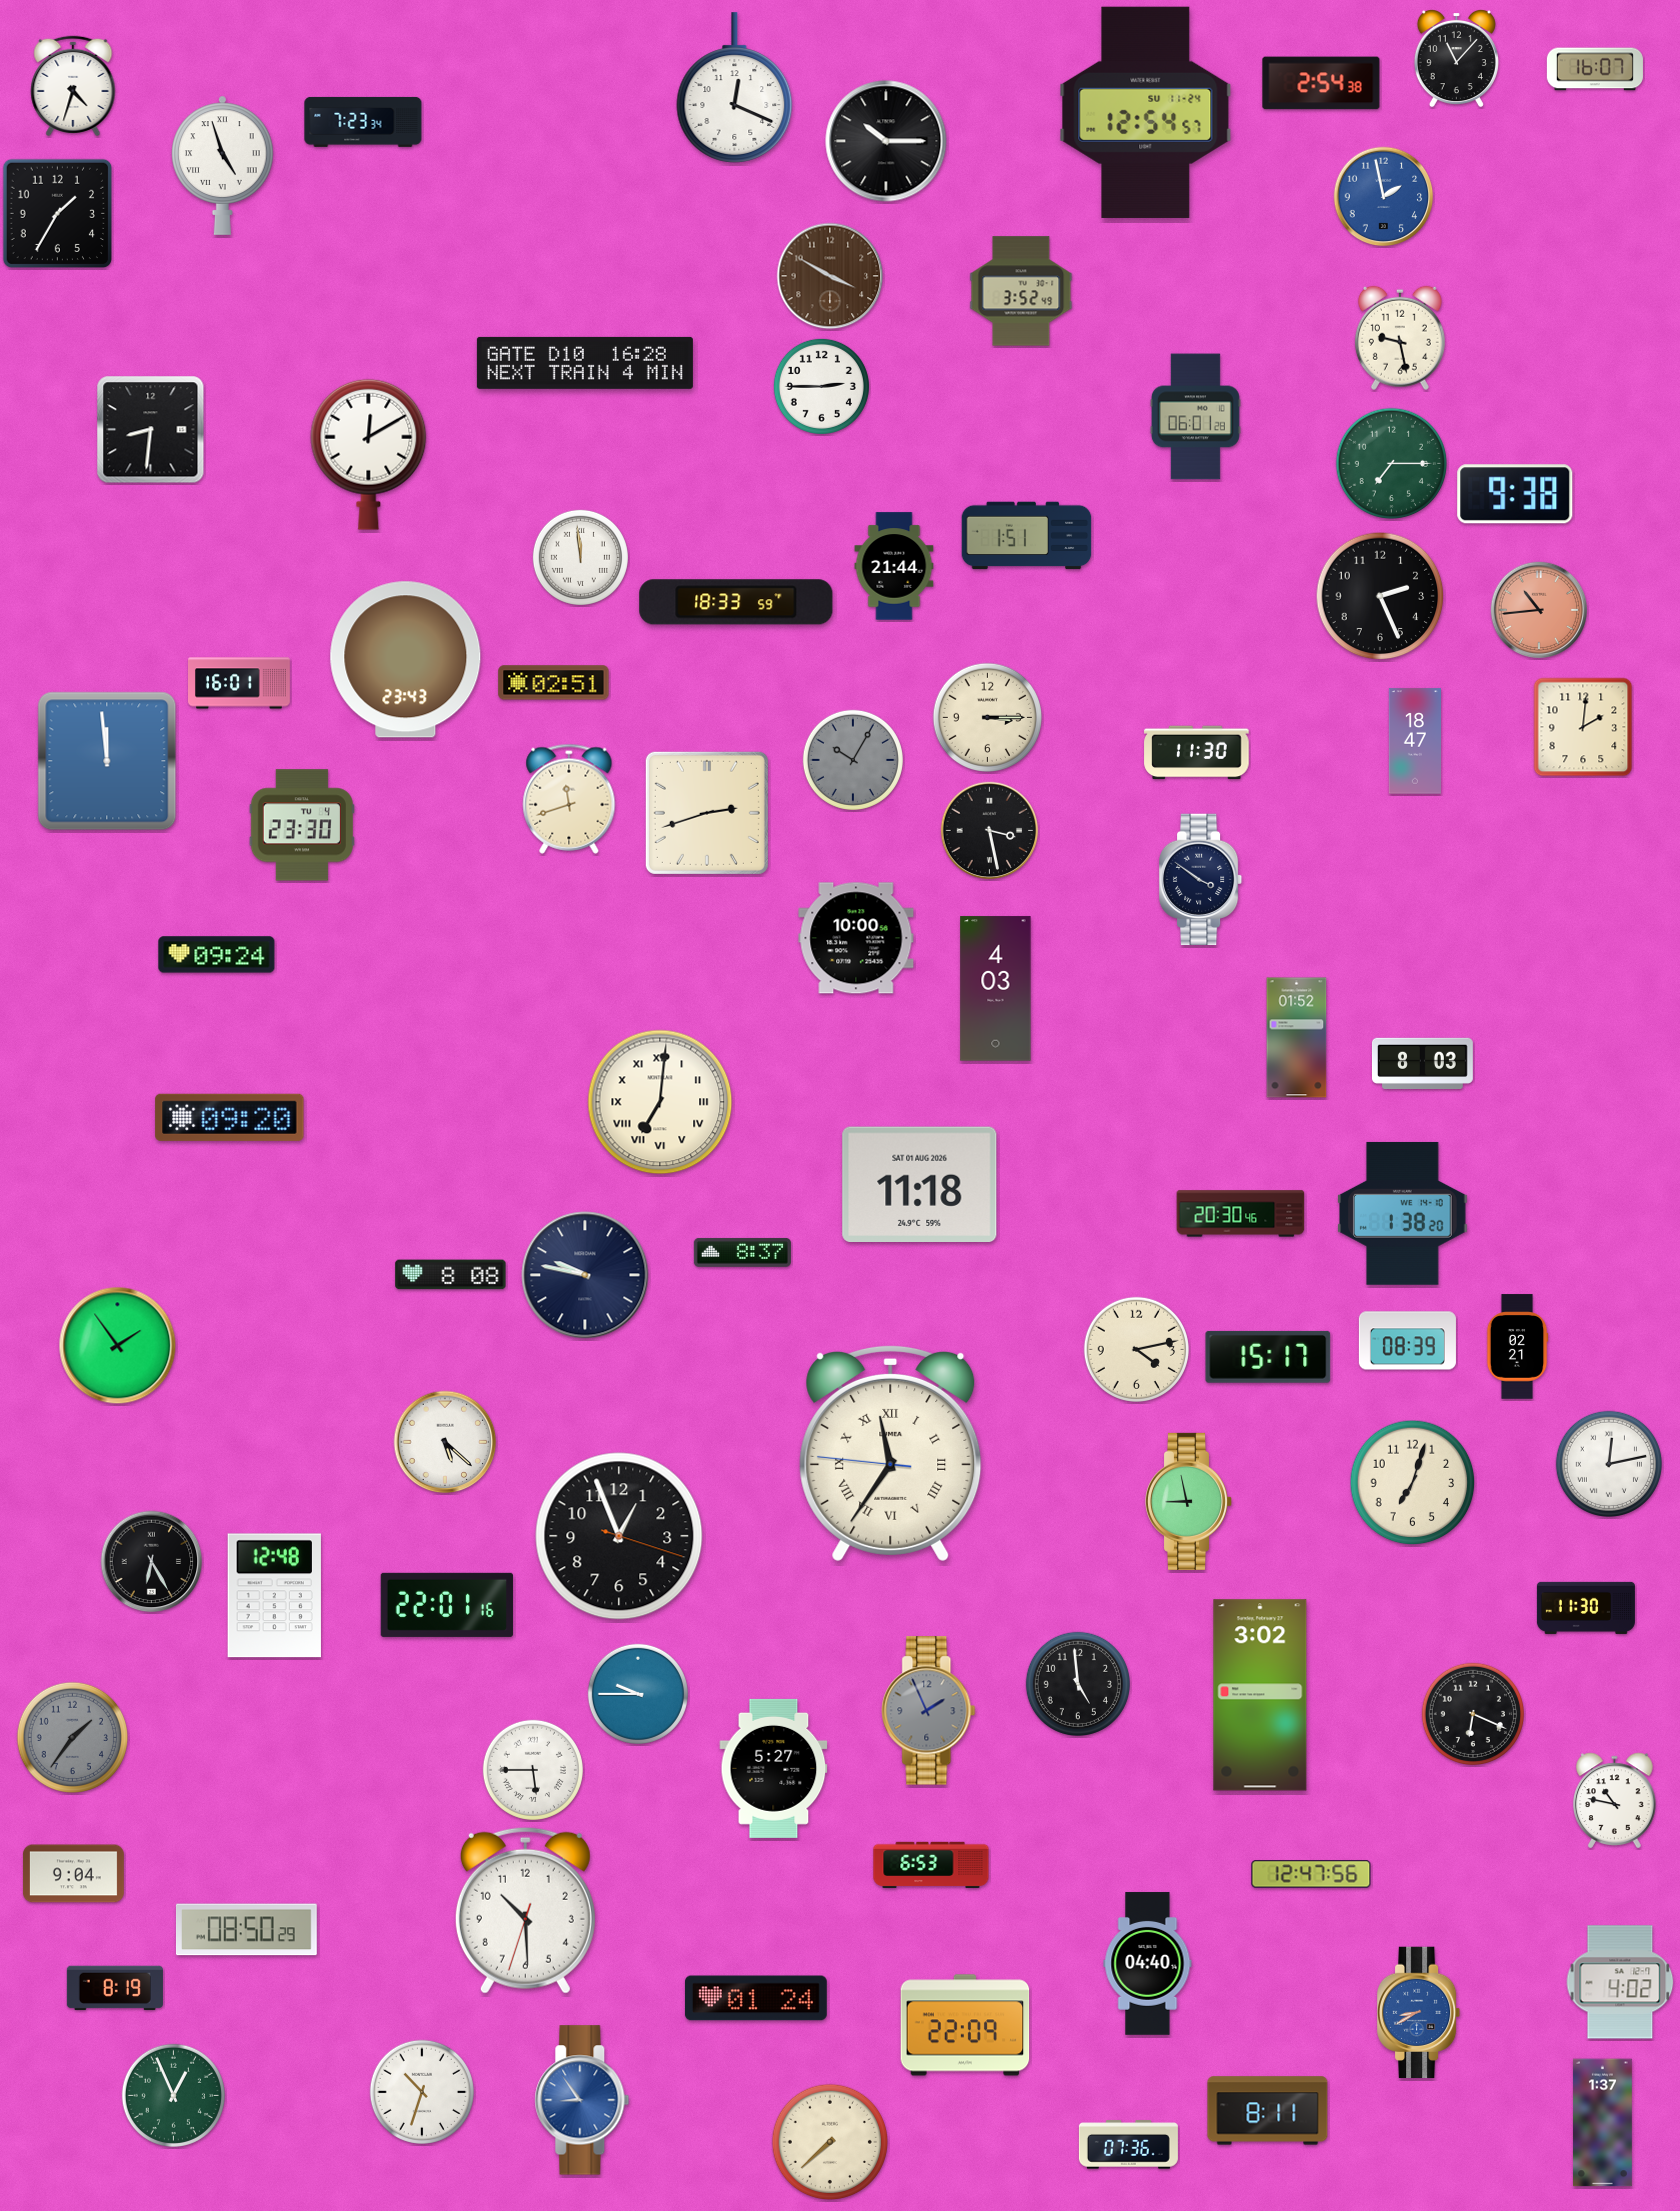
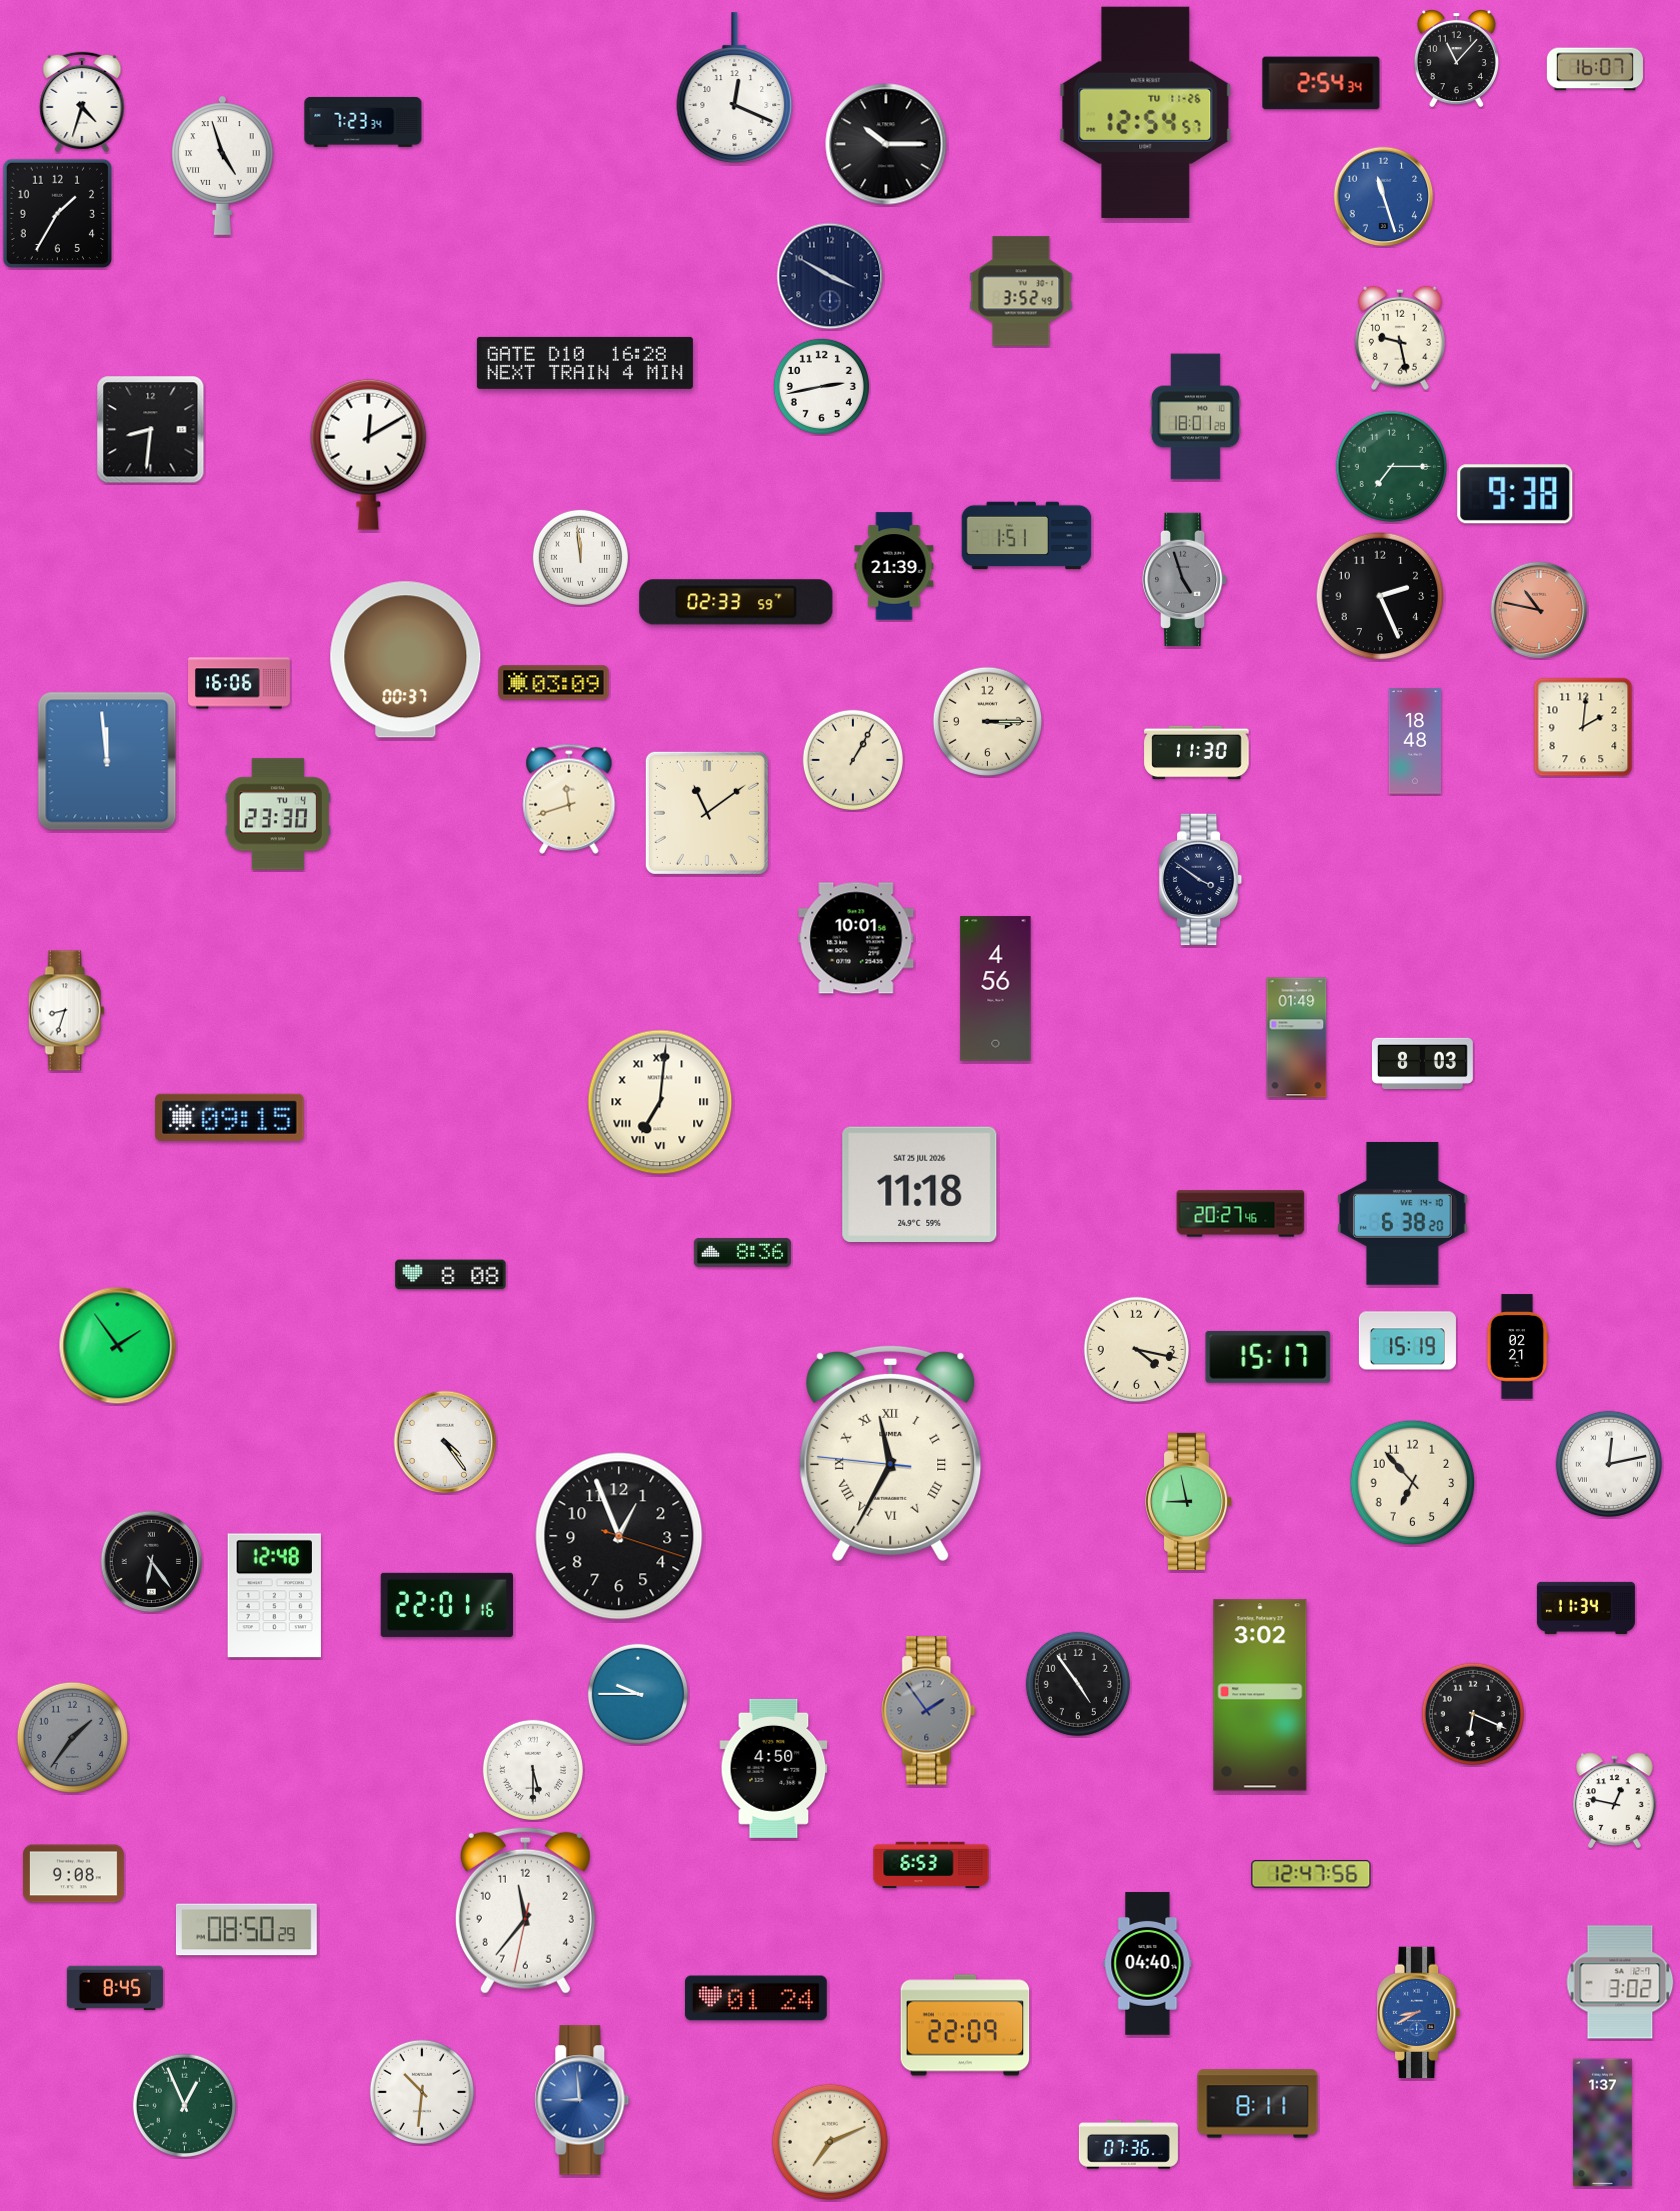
clock at (1321, 83): 2:54:38 -> 2:54:34
clock at (73, 85) position: (73, 85) -> (82, 101)
clock at (1146, 112) date: SU 11-24 -> TU 11-26
clock at (886, 141) position: (886, 141) -> (886, 144)
clock at (1384, 197): 1:58 -> 11:27
clock at (830, 276) dial: brown -> navy
clock at (821, 386): 2:45 -> 2:43
clock at (1195, 417): 06:01 -> 18:01
clock at (1391, 463) position: (1391, 463) -> (1391, 466)
clock at (894, 566): 21:44 -> 21:39
clock at (1185, 579): none -> 4:57
clock at (736, 602): 18:33 -> 02:33
clock at (1539, 610): 10:44 -> 10:47
clock at (406, 660): 23:43 -> 00:37
clock at (239, 683): 16:01 -> 16:06
clock at (554, 683): 02:51 -> 03:09
clock at (987, 717) position: (987, 717) -> (987, 721)
clock at (1415, 741): 18:47 -> 18:48
clock at (853, 760): 10:05 -> 1:05
clock at (853, 760) dial: grey -> cream
clock at (707, 813): 2:42 -> 11:09
clock at (302, 825) position: (302, 825) -> (278, 814)
clock at (990, 831): 3:28 -> none
clock at (856, 938): 10:00 -> 10:01
clock at (217, 955): 09:24 -> none
clock at (996, 989): 4:03 -> 4:56
clock at (66, 1011): none -> 8:33
clock at (1297, 1038): 01:52 -> 01:49
clock at (230, 1117): 09:20 -> 09:15
clock at (920, 1184) date: SAT 01 AUG 2026 -> SAT 25 JUL 2026
clock at (1403, 1213): 1:38 -> 6:38
clock at (1241, 1214): 20:30 -> 20:27
clock at (742, 1252): 8:37 -> 8:36
clock at (585, 1275): 9:47 -> none
clock at (1407, 1341): 08:39 -> 15:19
clock at (1136, 1349): 4:13 -> 4:17
clock at (445, 1442): 5:22 -> 4:24
clock at (891, 1453): 11:35 -> 11:34
clock at (1413, 1483): 7:03 -> 6:53
clock at (152, 1562): 6:25 -> 6:24
clock at (1586, 1608): 11:30 -> 11:34
clock at (1078, 1684): 4:59 -> 4:54
clock at (929, 1711): 1:56 -> 1:54
clock at (774, 1768): 5:27 -> 4:50
clock at (533, 1770): 5:45 -> 5:30
clock at (1615, 1801): 10:47 -> 12:47
clock at (73, 1874): 9:04 -> 9:08
clock at (525, 1910): 10:29 -> 11:36
clock at (1620, 1982): 4:02 -> 3:02
clock at (115, 1988): 8:19 -> 8:45
clock at (422, 2092): 10:33 -> 10:31
clock at (173, 2095) position: (173, 2095) -> (184, 2105)
clock at (582, 2100): 8:54 -> 8:59
clock at (1268, 2111) position: (1268, 2111) -> (1258, 2104)
clock at (830, 2142): 7:38 -> 7:11
